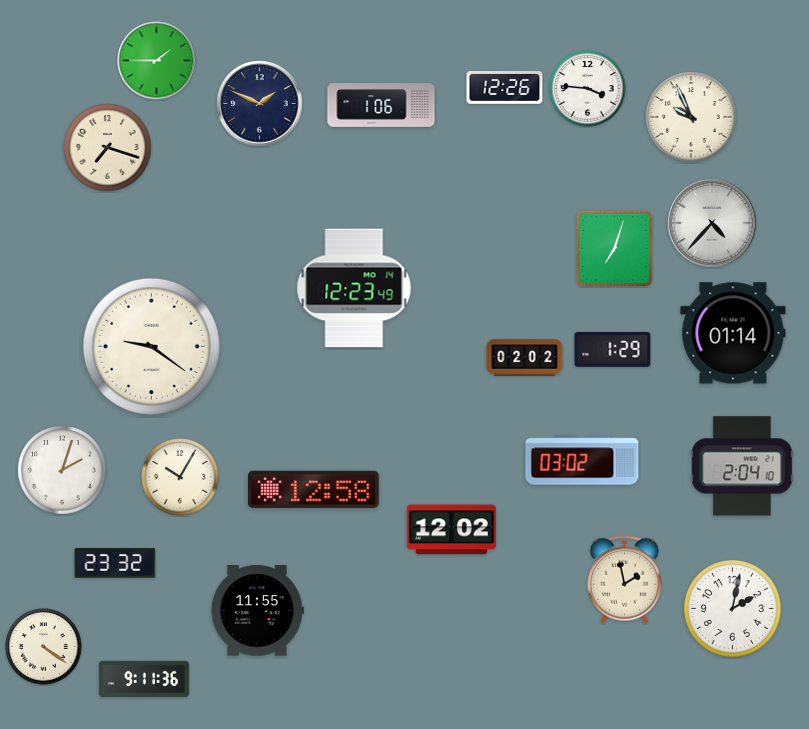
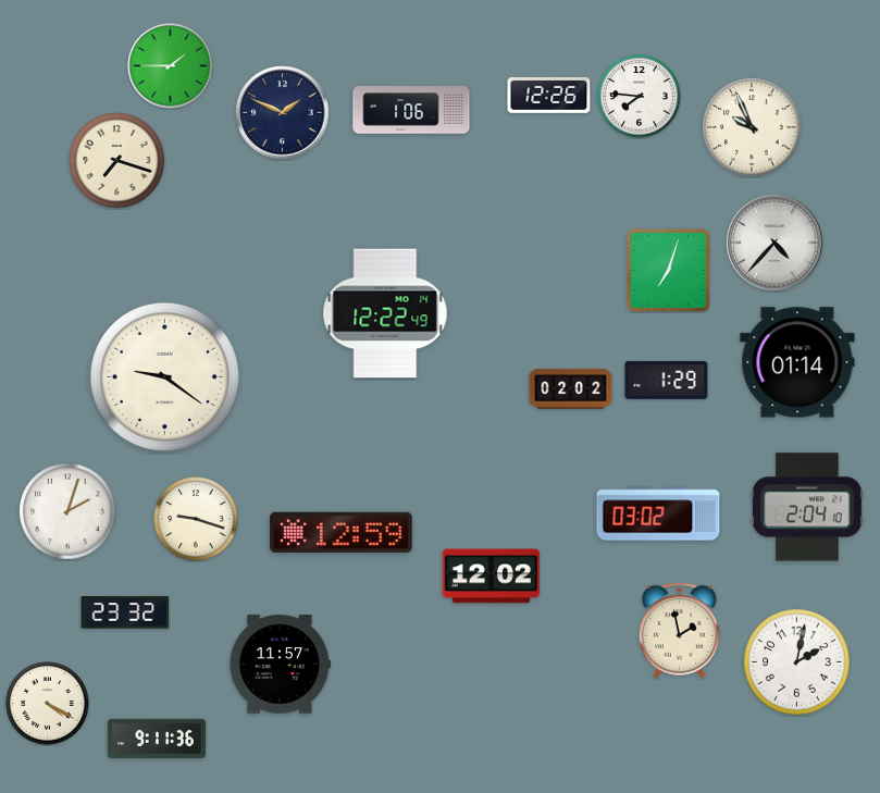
clock at (588, 89): 3:46 -> 7:46
clock at (381, 105) position: (381, 105) -> (411, 110)
clock at (354, 288): 12:23 -> 12:22
clock at (582, 460) position: (582, 460) -> (658, 513)
clock at (180, 477): 10:05 -> 9:18
clock at (313, 489): 12:58 -> 12:59
clock at (257, 611): 11:55 -> 11:57
clock at (44, 647): 4:21 -> 4:20
